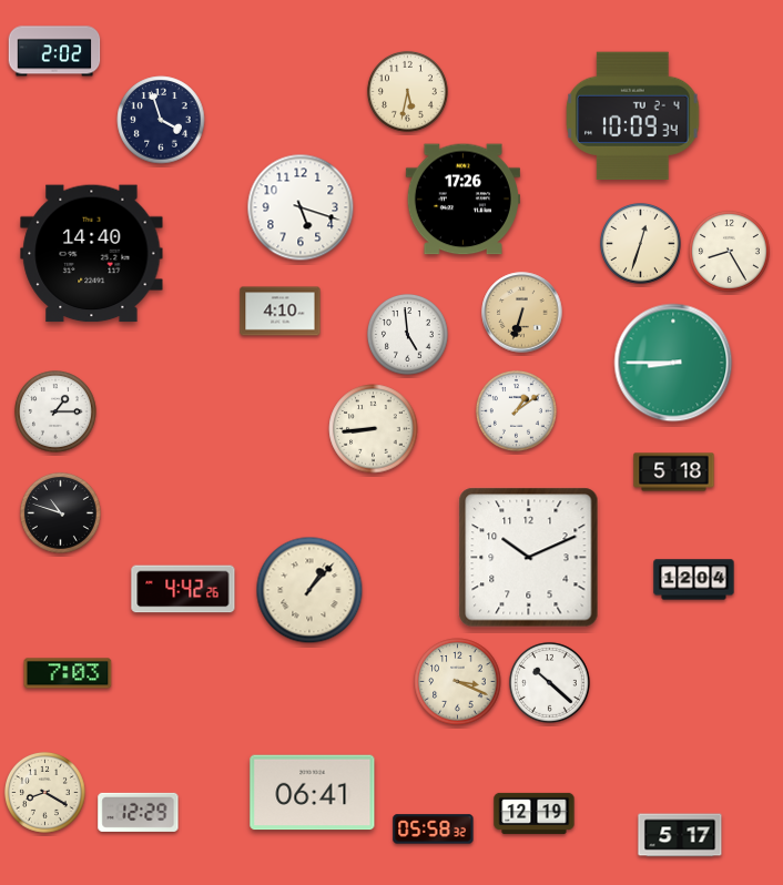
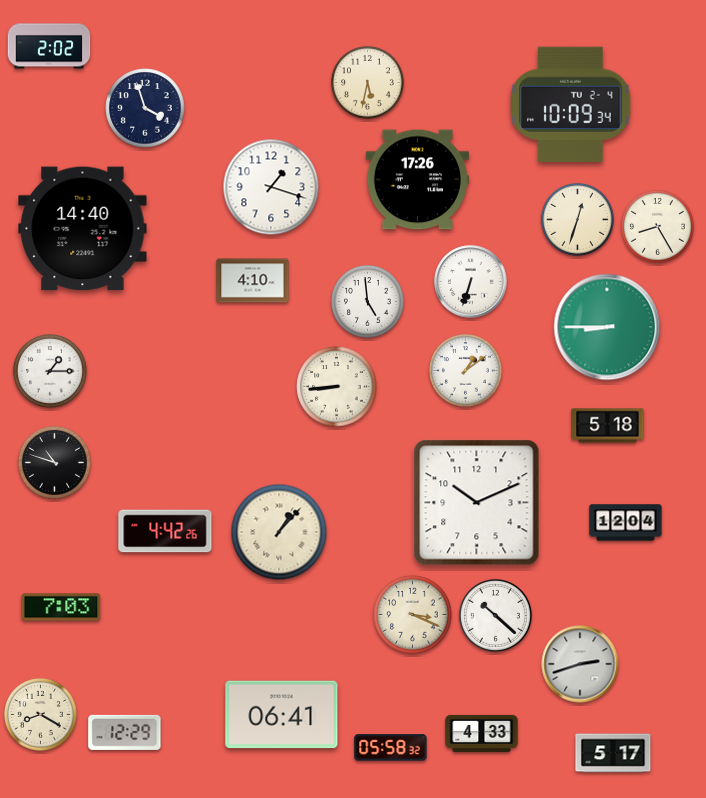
clock at (301, 207): 5:18 -> 1:18
clock at (522, 313) dial: champagne -> white
clock at (580, 664): none -> 2:42
clock at (535, 813): 12:19 -> 4:33
